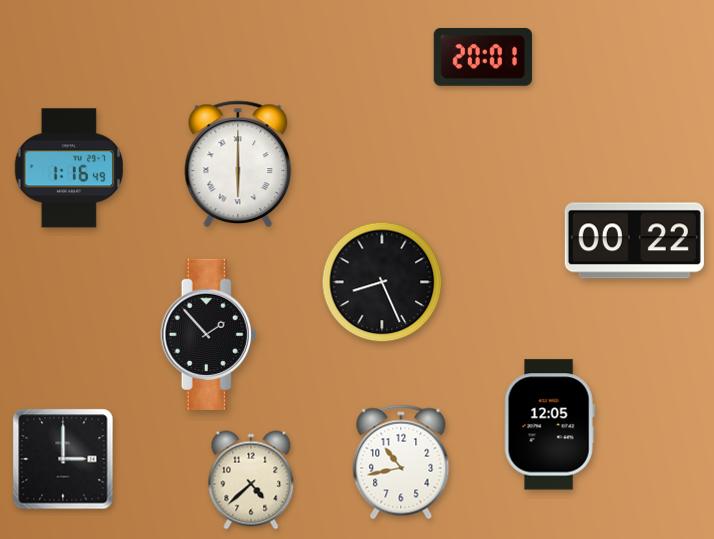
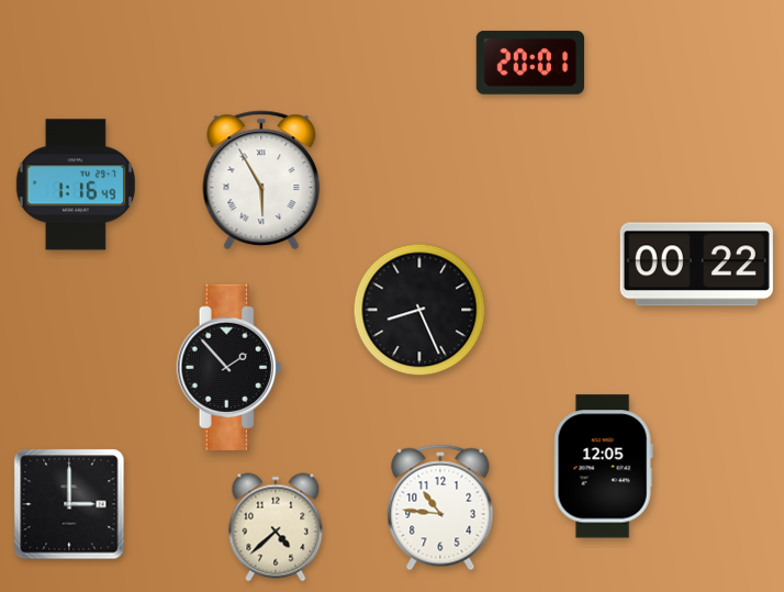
clock at (238, 164): 6:00 -> 5:55
clock at (401, 462): 10:43 -> 10:46
